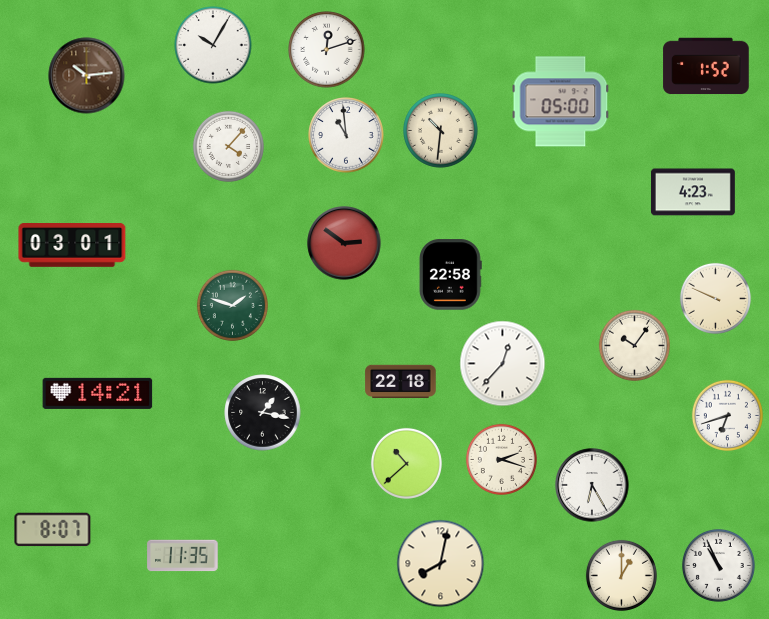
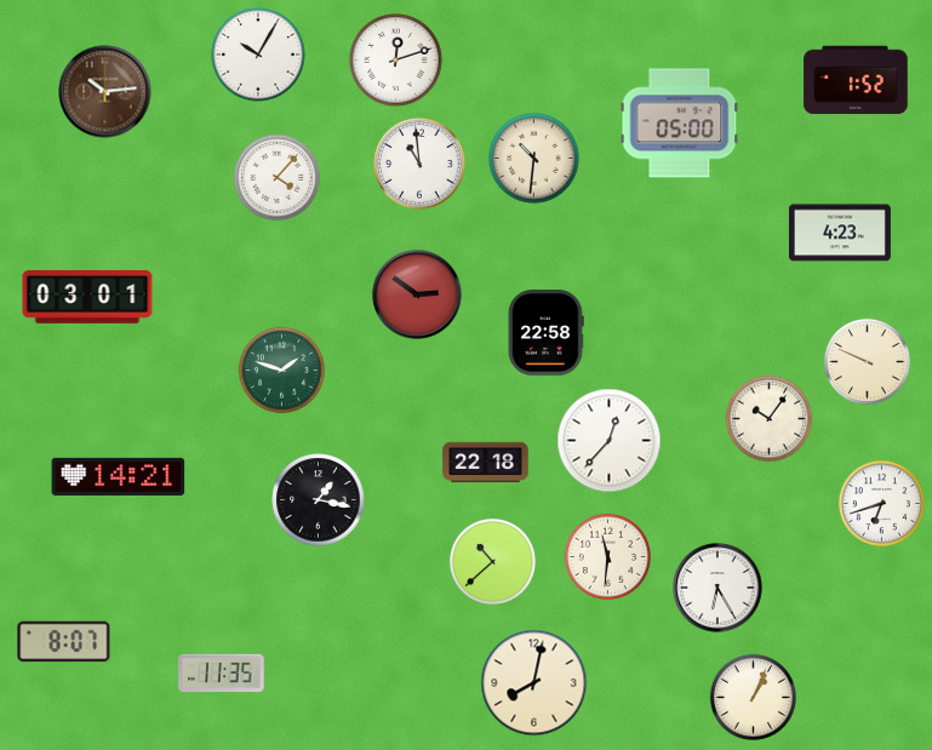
clock at (501, 459): 2:18 -> 11:31
clock at (718, 565): 10:56 -> none
clock at (621, 575): 1:00 -> 1:04
